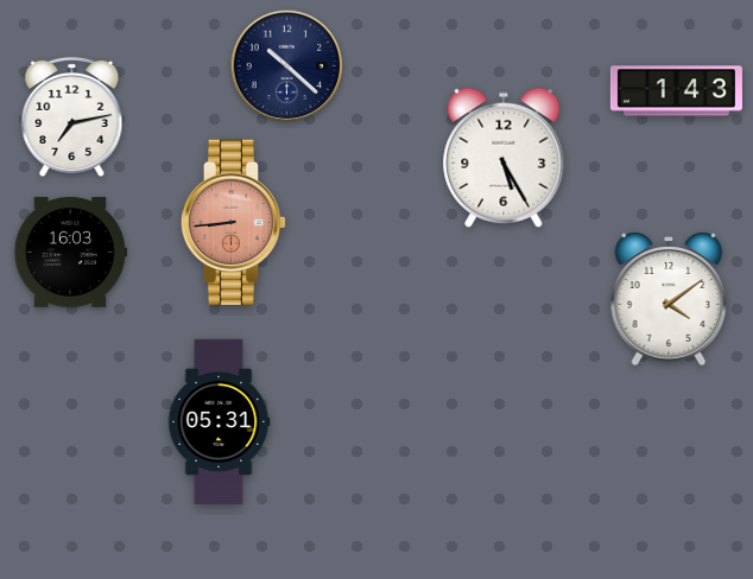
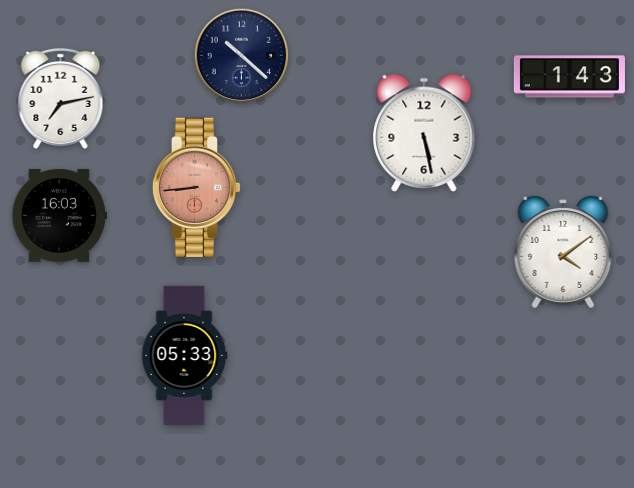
clock at (504, 158): 5:25 -> 5:28
clock at (70, 252) position: (70, 252) -> (59, 215)
clock at (219, 422): 05:31 -> 05:33
